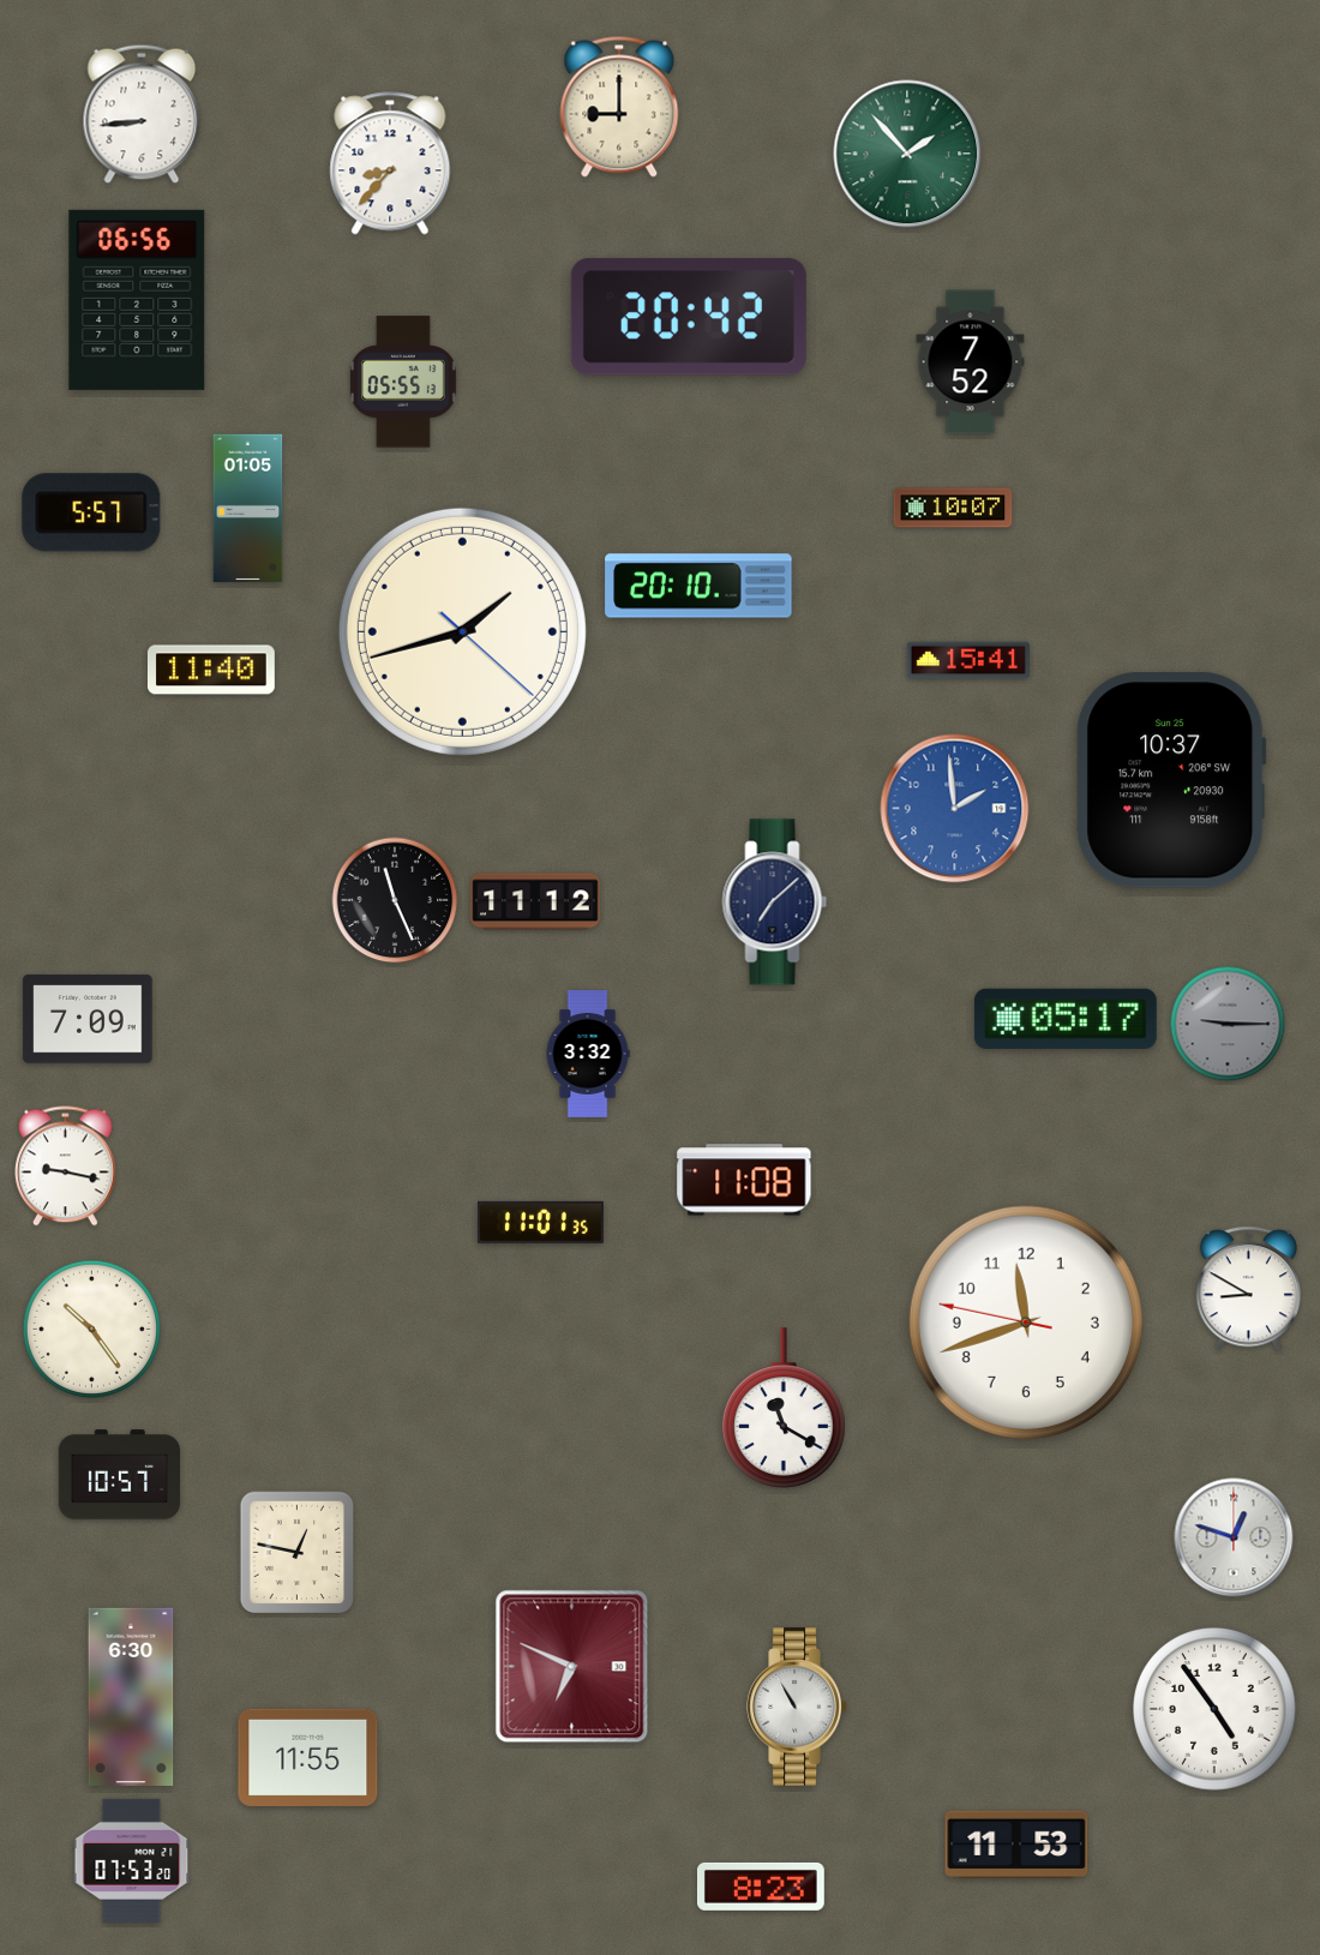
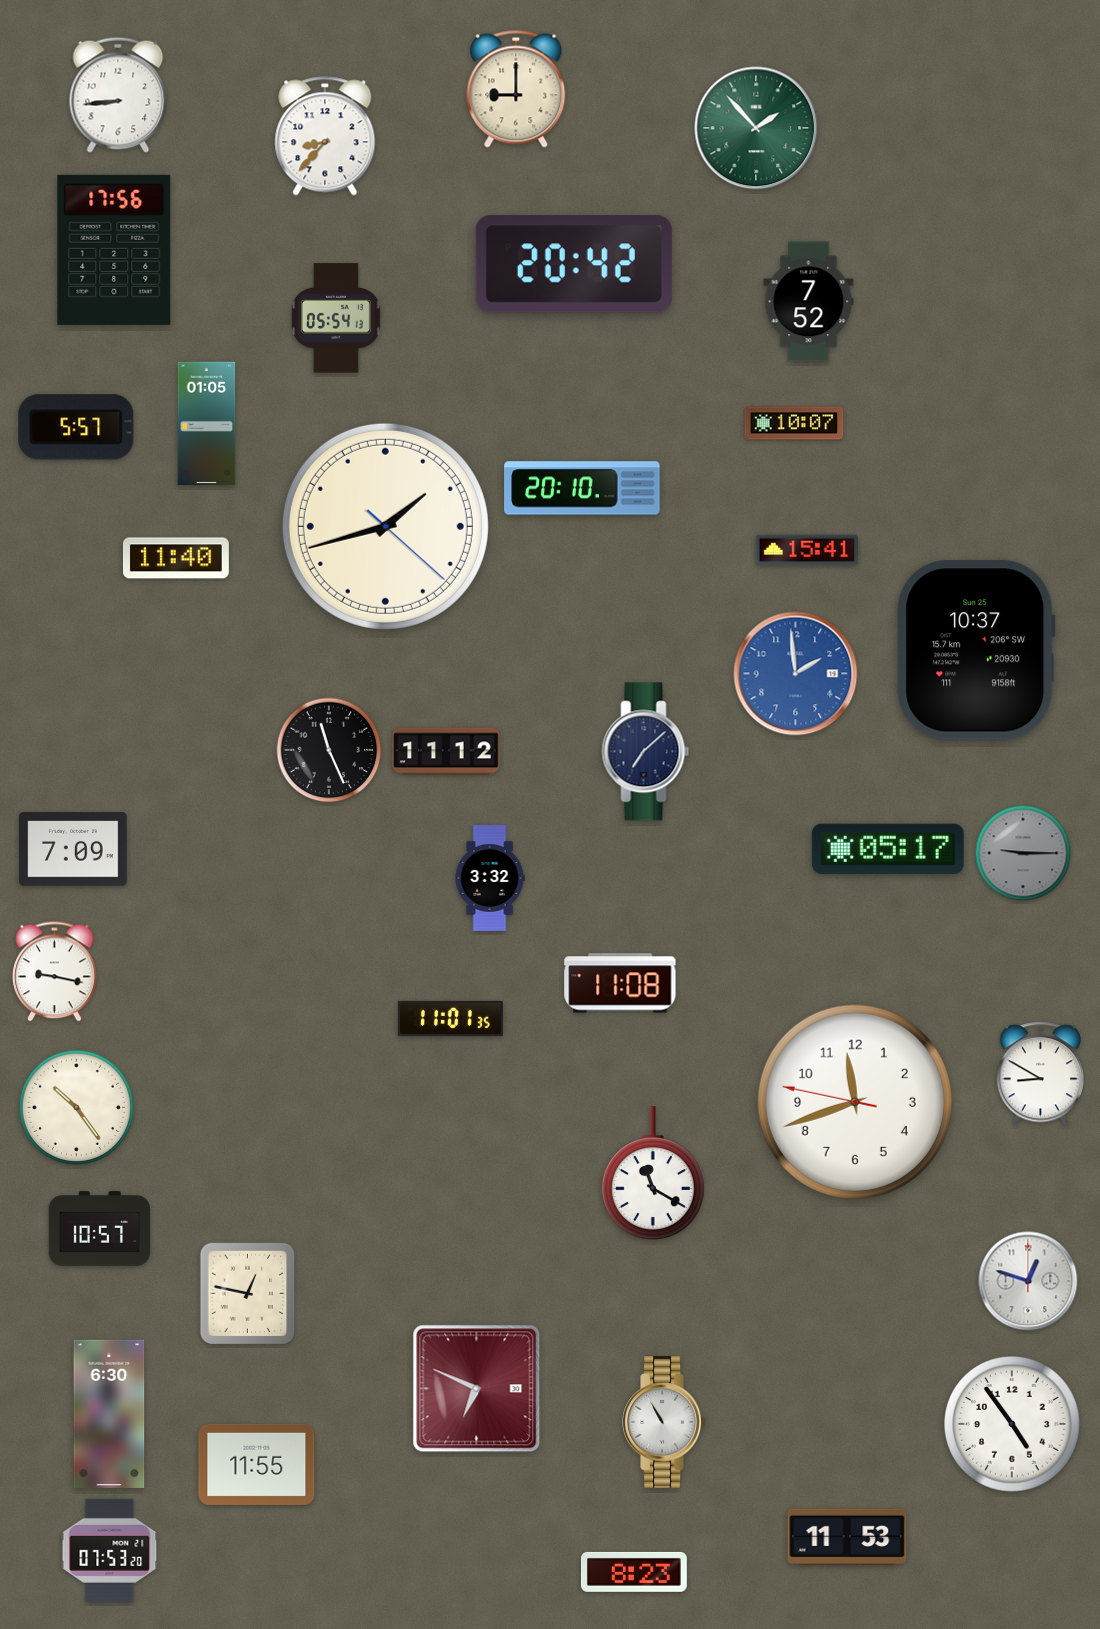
clock at (137, 300): 06:56 -> 17:56
clock at (403, 382): 05:55 -> 05:54
